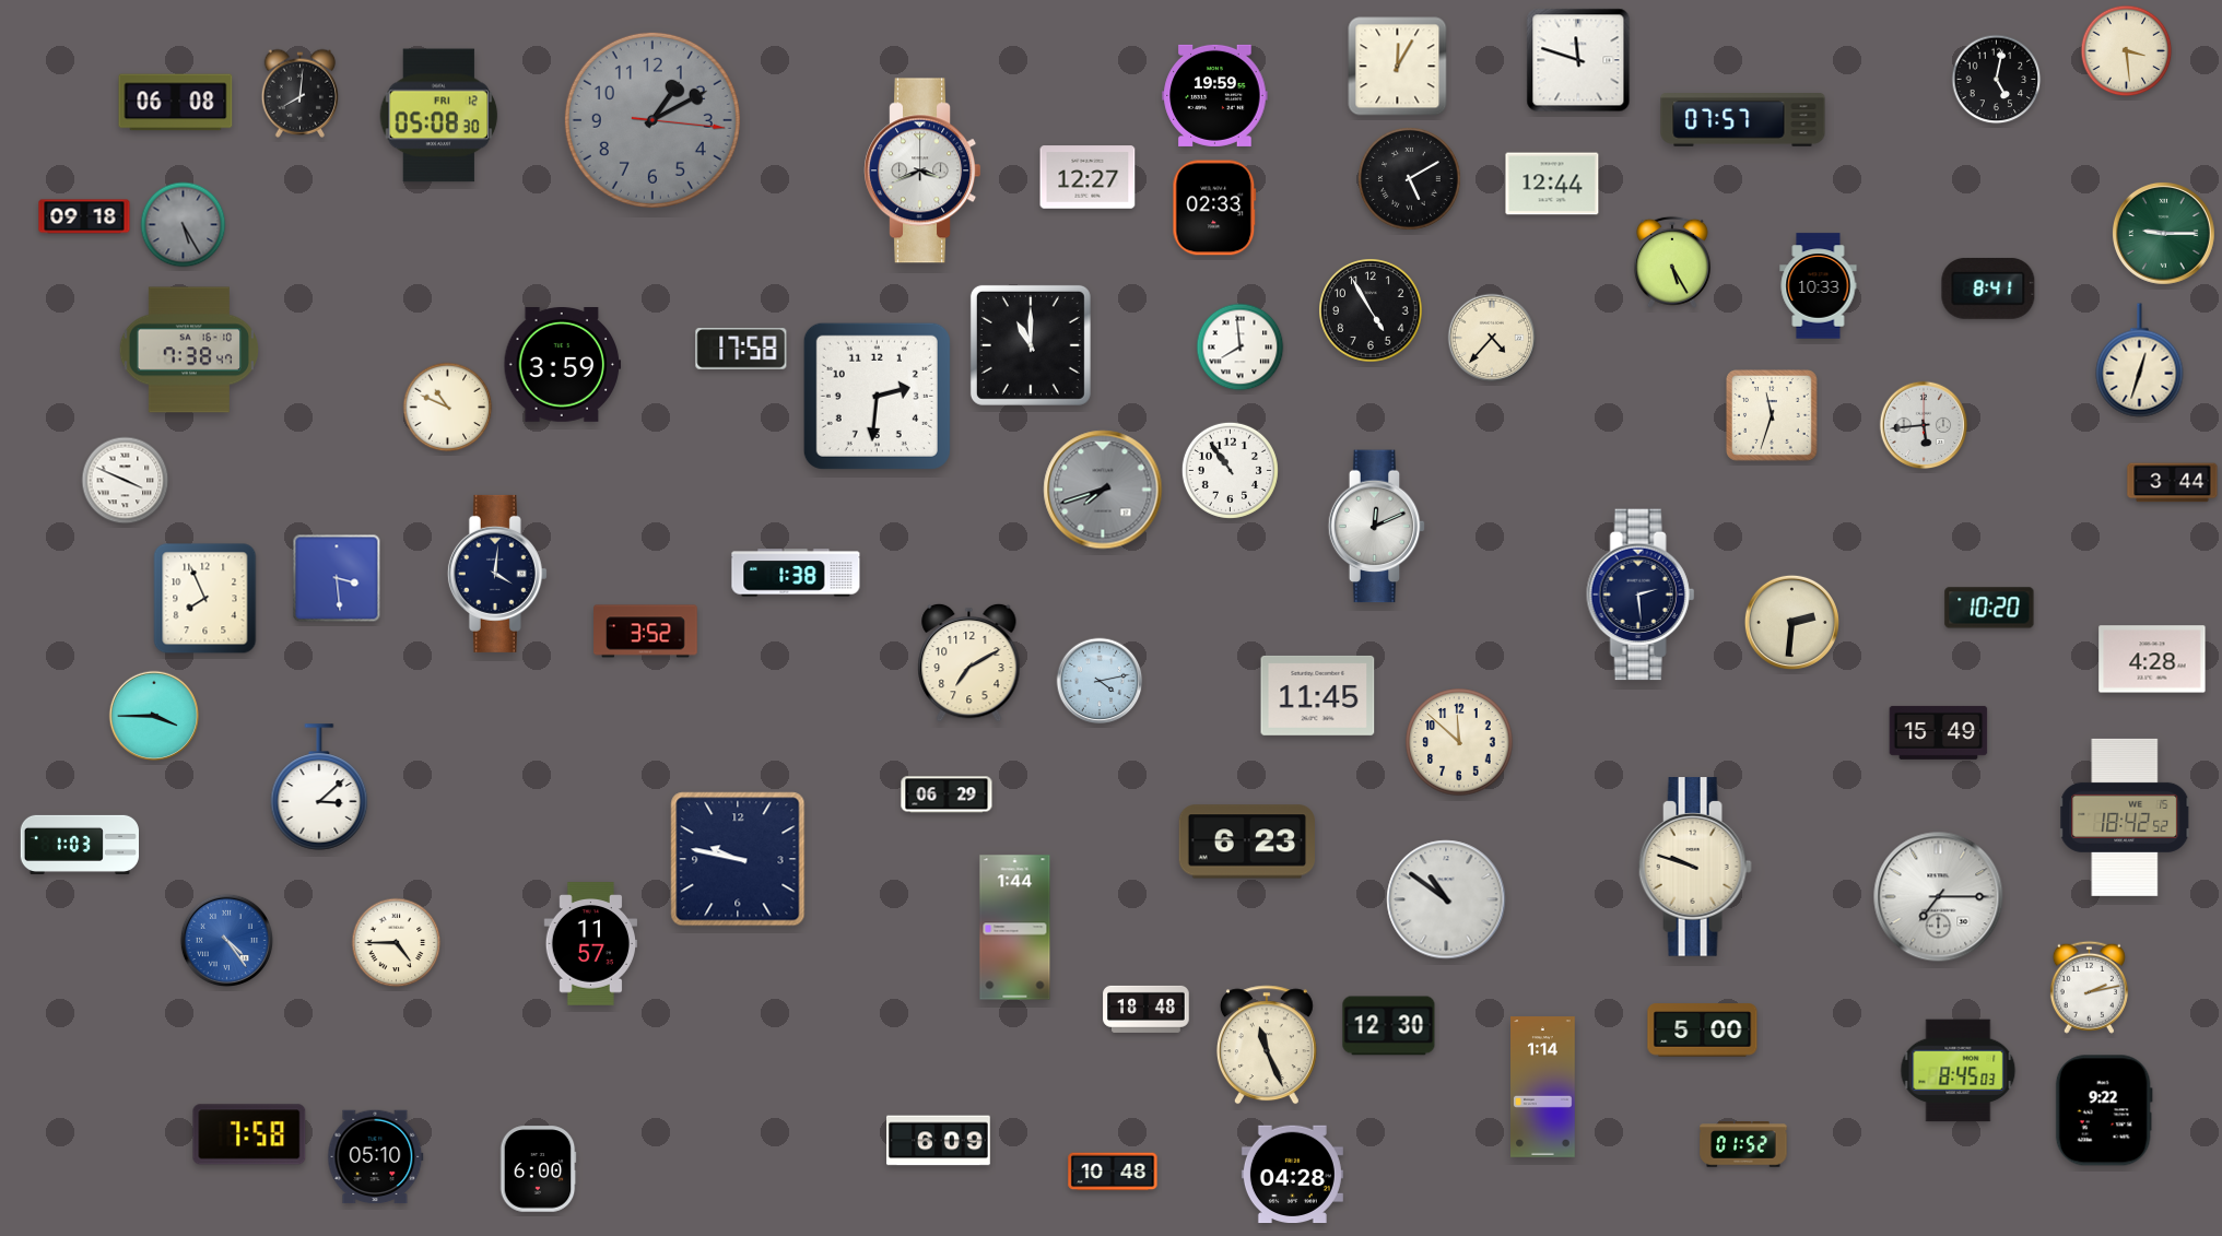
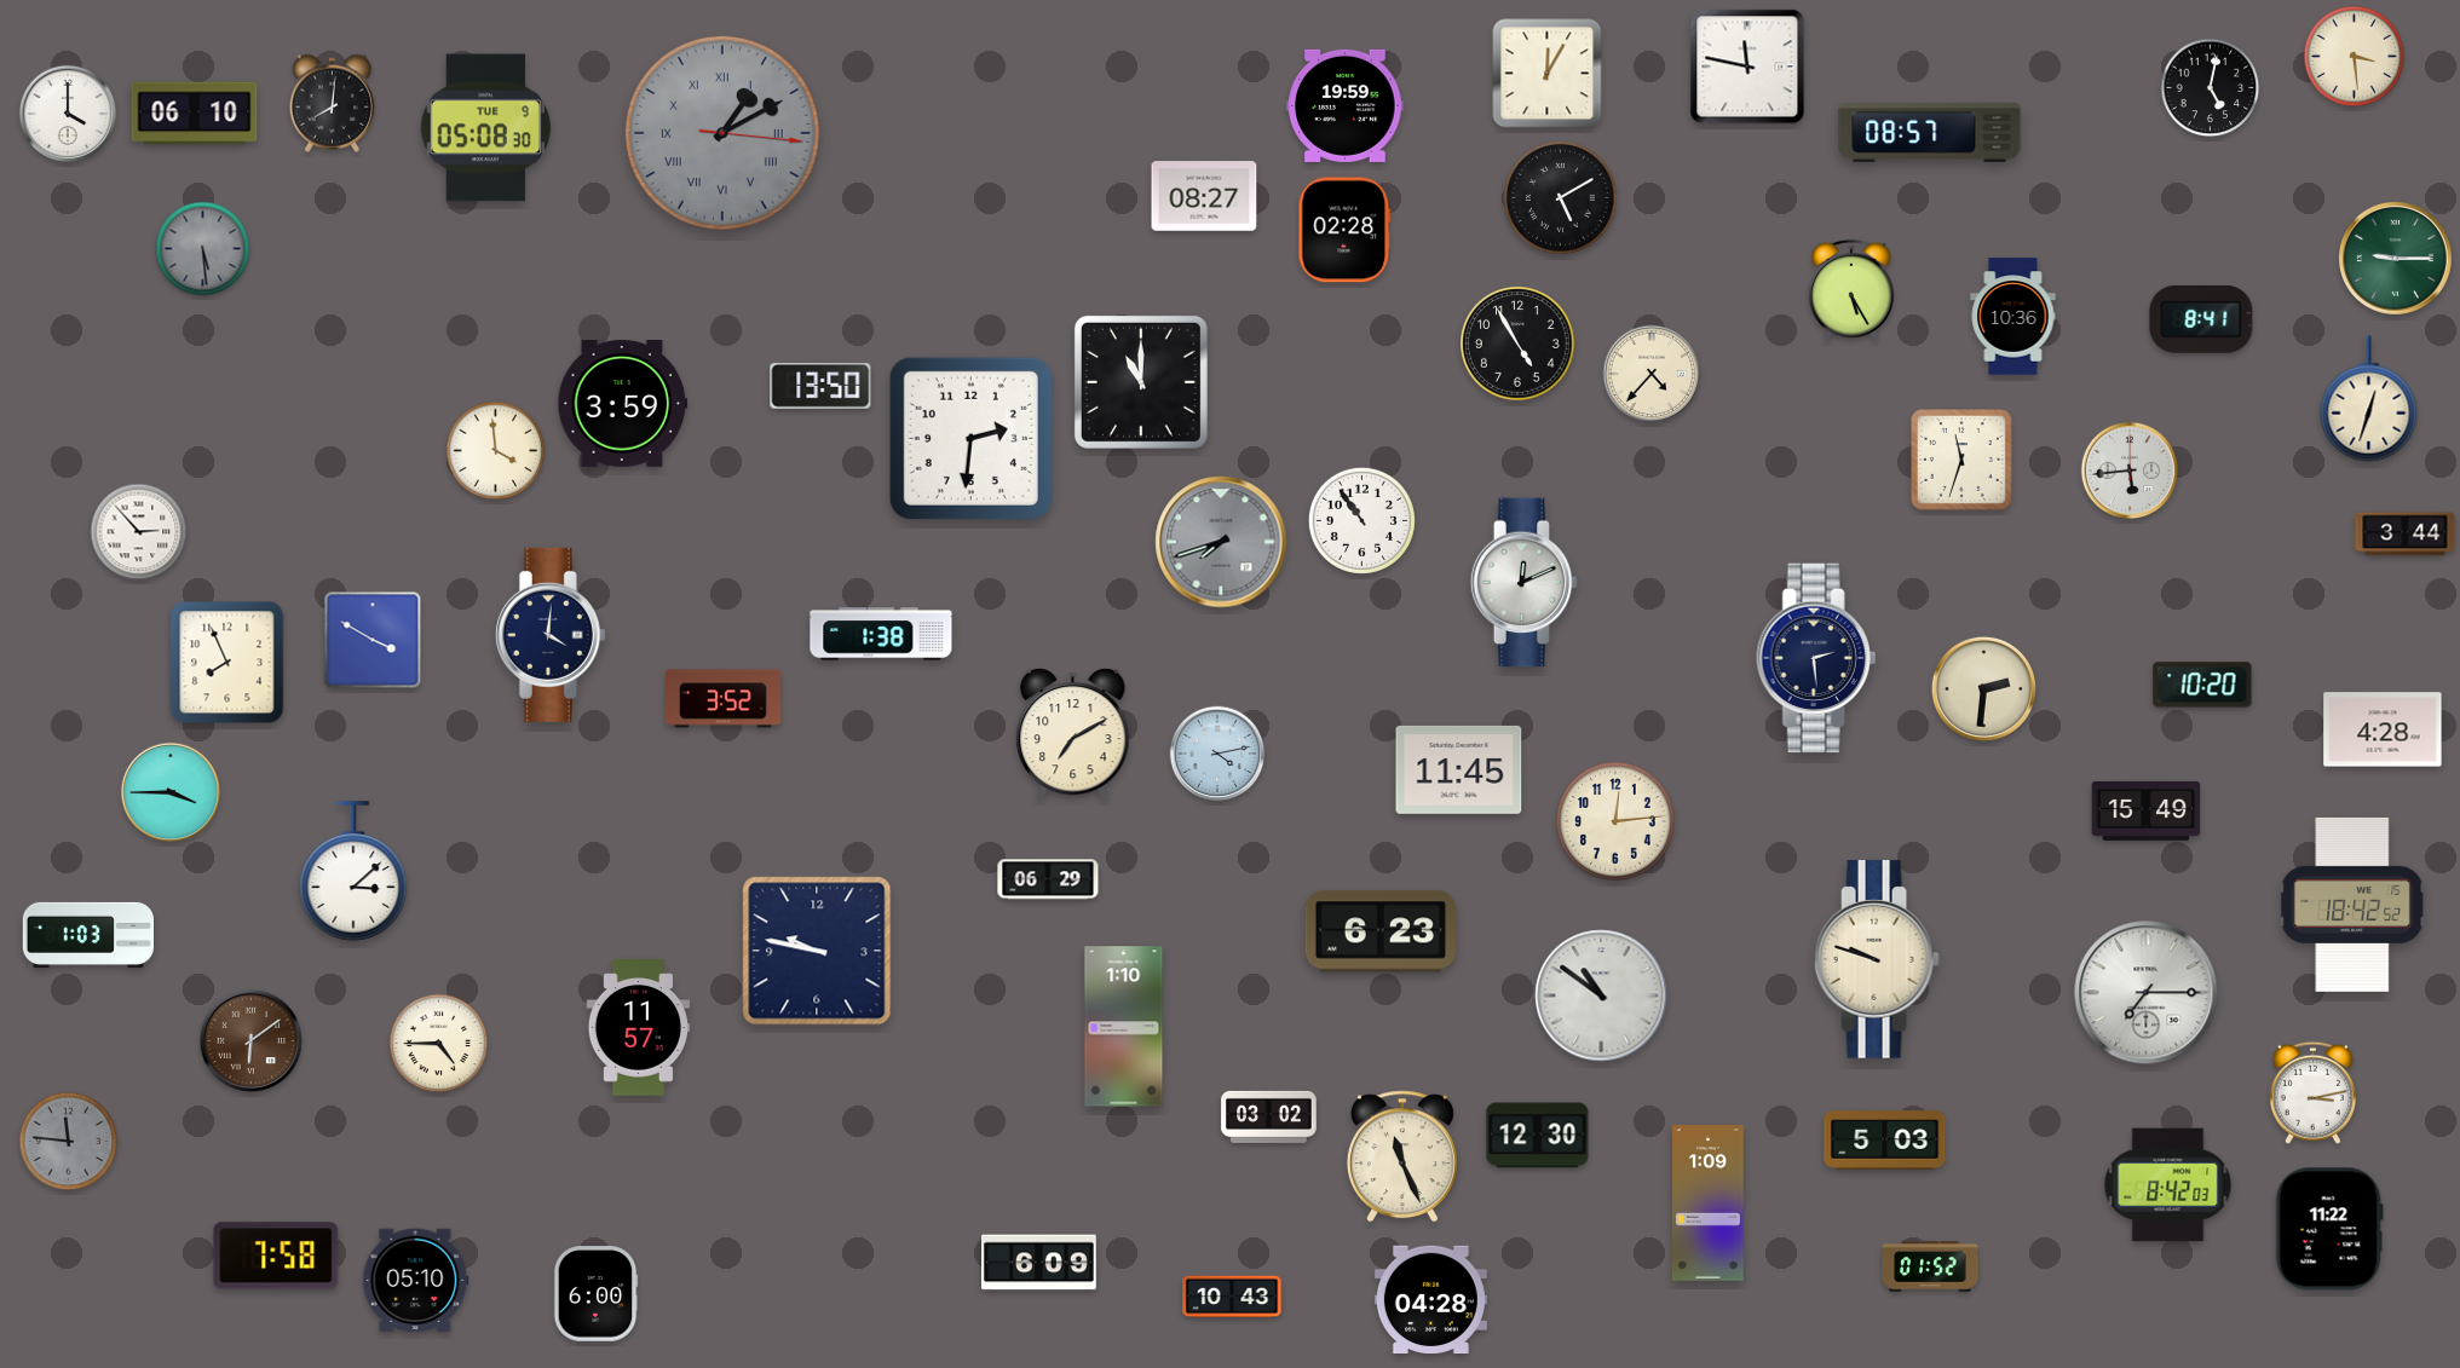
clock at (1578, 60): 11:48 -> 11:47
clock at (68, 114): none -> 4:00
clock at (176, 103): 06:08 -> 06:10
clock at (439, 116) date: FRI 12 -> TUE 9
clock at (653, 120) numerals: Arabic -> Roman
clock at (1743, 120): 07:57 -> 08:57
clock at (922, 170): 3:41 -> none
clock at (1088, 177): 12:27 -> 08:27
clock at (1552, 184): 12:44 -> none
clock at (1214, 208): 02:33 -> 02:28
clock at (84, 216): 09:18 -> none
clock at (184, 225): 5:25 -> 5:29
clock at (1819, 286): 10:33 -> 10:36
clock at (1241, 348): 7:59 -> none
clock at (188, 350): 7:38 -> none
clock at (741, 350): 17:58 -> 13:50
clock at (448, 408): 10:49 -> 3:59
clock at (126, 481): 3:49 -> 2:53
clock at (337, 578): 3:29 -> 3:50
clock at (1989, 608) position: (1989, 608) -> (2202, 685)
clock at (646, 632) position: (646, 632) -> (724, 699)
clock at (1459, 742): 11:52 -> 12:14
clock at (1015, 928): 1:44 -> 1:10
clock at (226, 940): 4:24 -> 6:09
clock at (226, 940) dial: blue -> brown
clock at (590, 944) position: (590, 944) -> (638, 1028)
clock at (2089, 987): 2:13 -> 3:13
clock at (1147, 1009): 18:48 -> 03:02
clock at (1703, 1031): 5:00 -> 5:03
clock at (69, 1142): none -> 11:46
clock at (1959, 1071): 8:45 -> 8:42
clock at (1543, 1087): 1:14 -> 1:09
clock at (2104, 1110): 9:22 -> 11:22
clock at (1113, 1172): 10:48 -> 10:43
